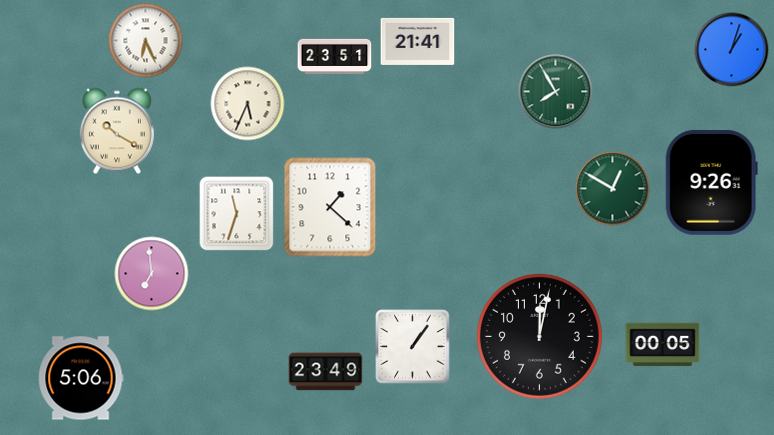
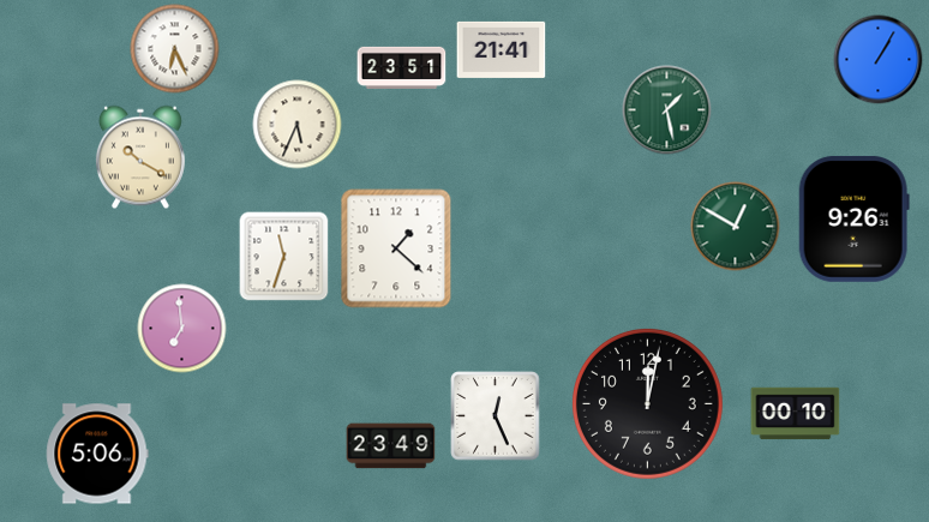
clock at (732, 50): 1:03 -> 1:05
clock at (556, 92): 7:55 -> 1:28
clock at (663, 345): 00:05 -> 00:10
clock at (413, 347): 1:06 -> 12:26
